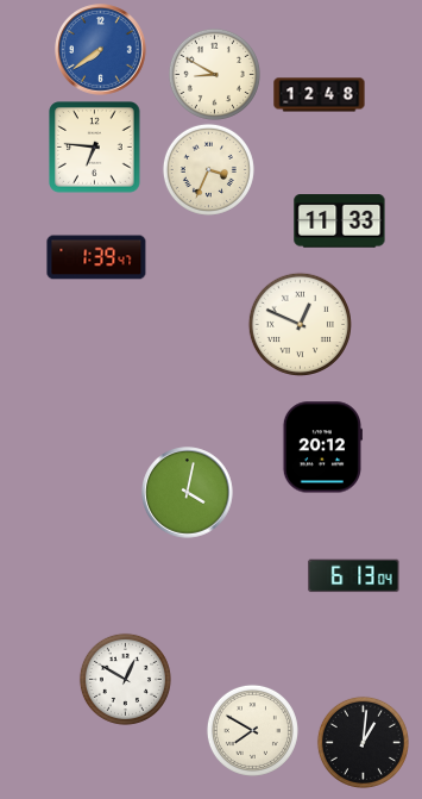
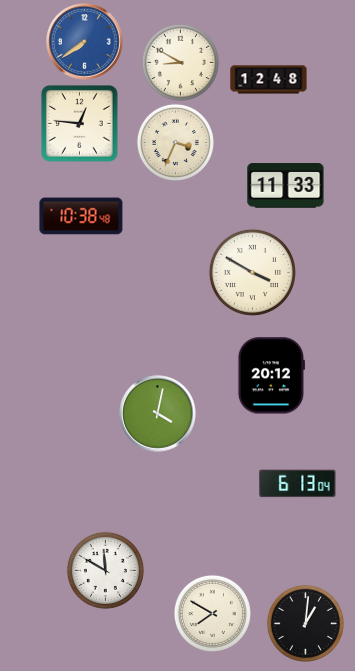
clock at (95, 148): 6:46 -> 12:46
clock at (96, 257): 1:39 -> 10:38
clock at (300, 324): 12:49 -> 3:50
clock at (125, 679): 12:50 -> 11:50
